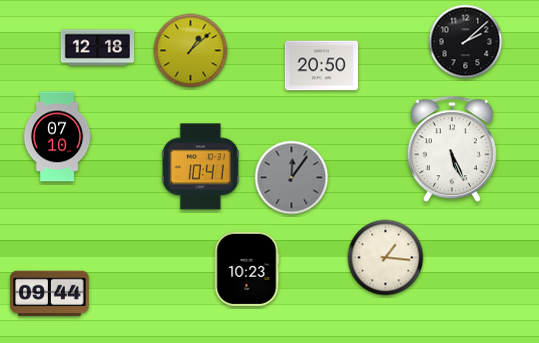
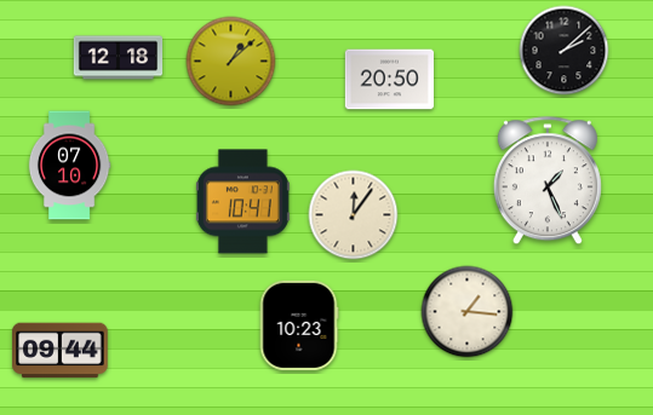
clock at (452, 150): 5:26 -> 1:26
clock at (292, 178) dial: grey -> cream
clock at (50, 294) position: (50, 294) -> (61, 351)
